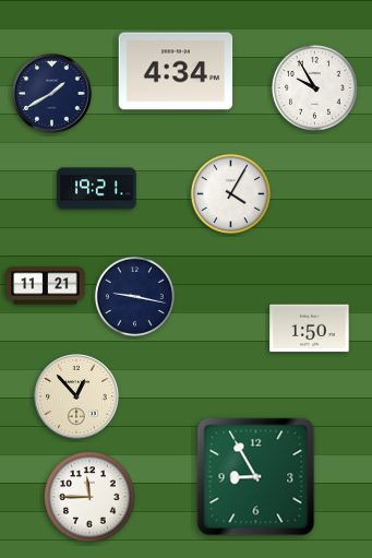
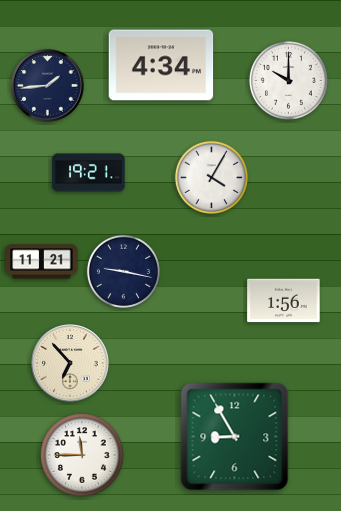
clock at (314, 87): 9:55 -> 10:00
clock at (52, 94): 1:40 -> 1:44
clock at (310, 329): 1:50 -> 1:56
clock at (76, 396): 12:53 -> 6:53
